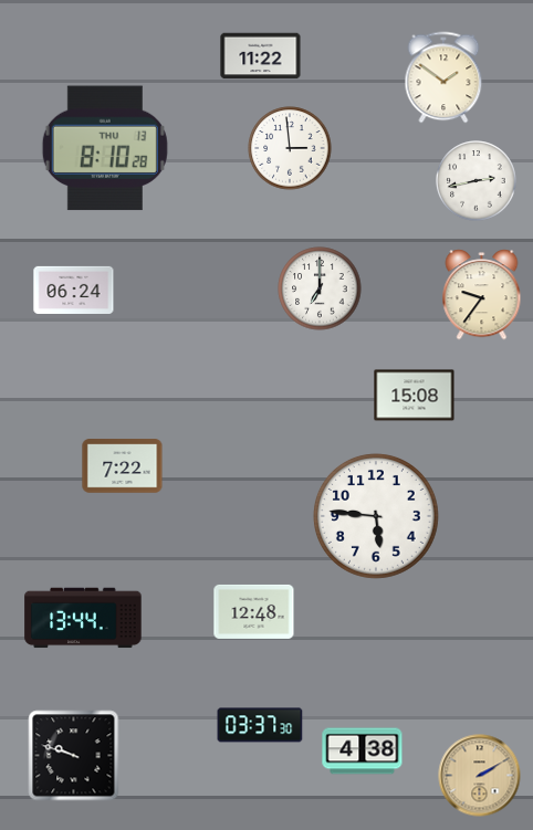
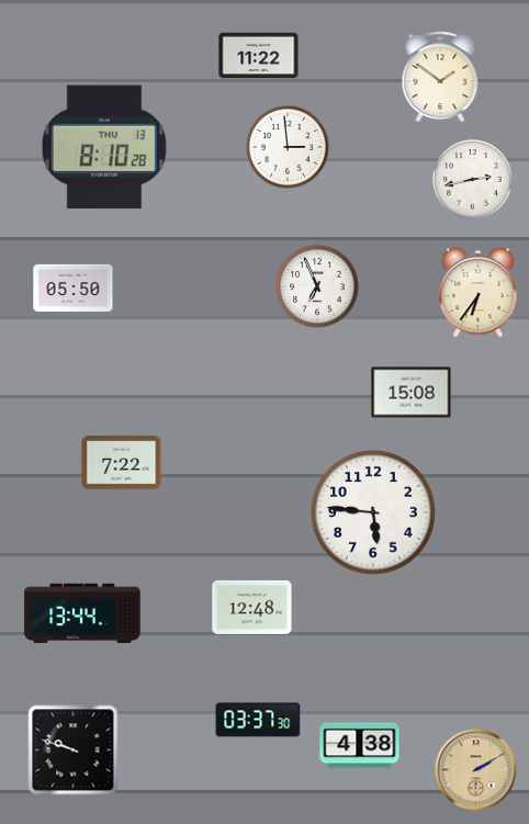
clock at (320, 288): 7:00 -> 6:56
clock at (74, 290): 06:24 -> 05:50
clock at (482, 295): 9:36 -> 6:36
